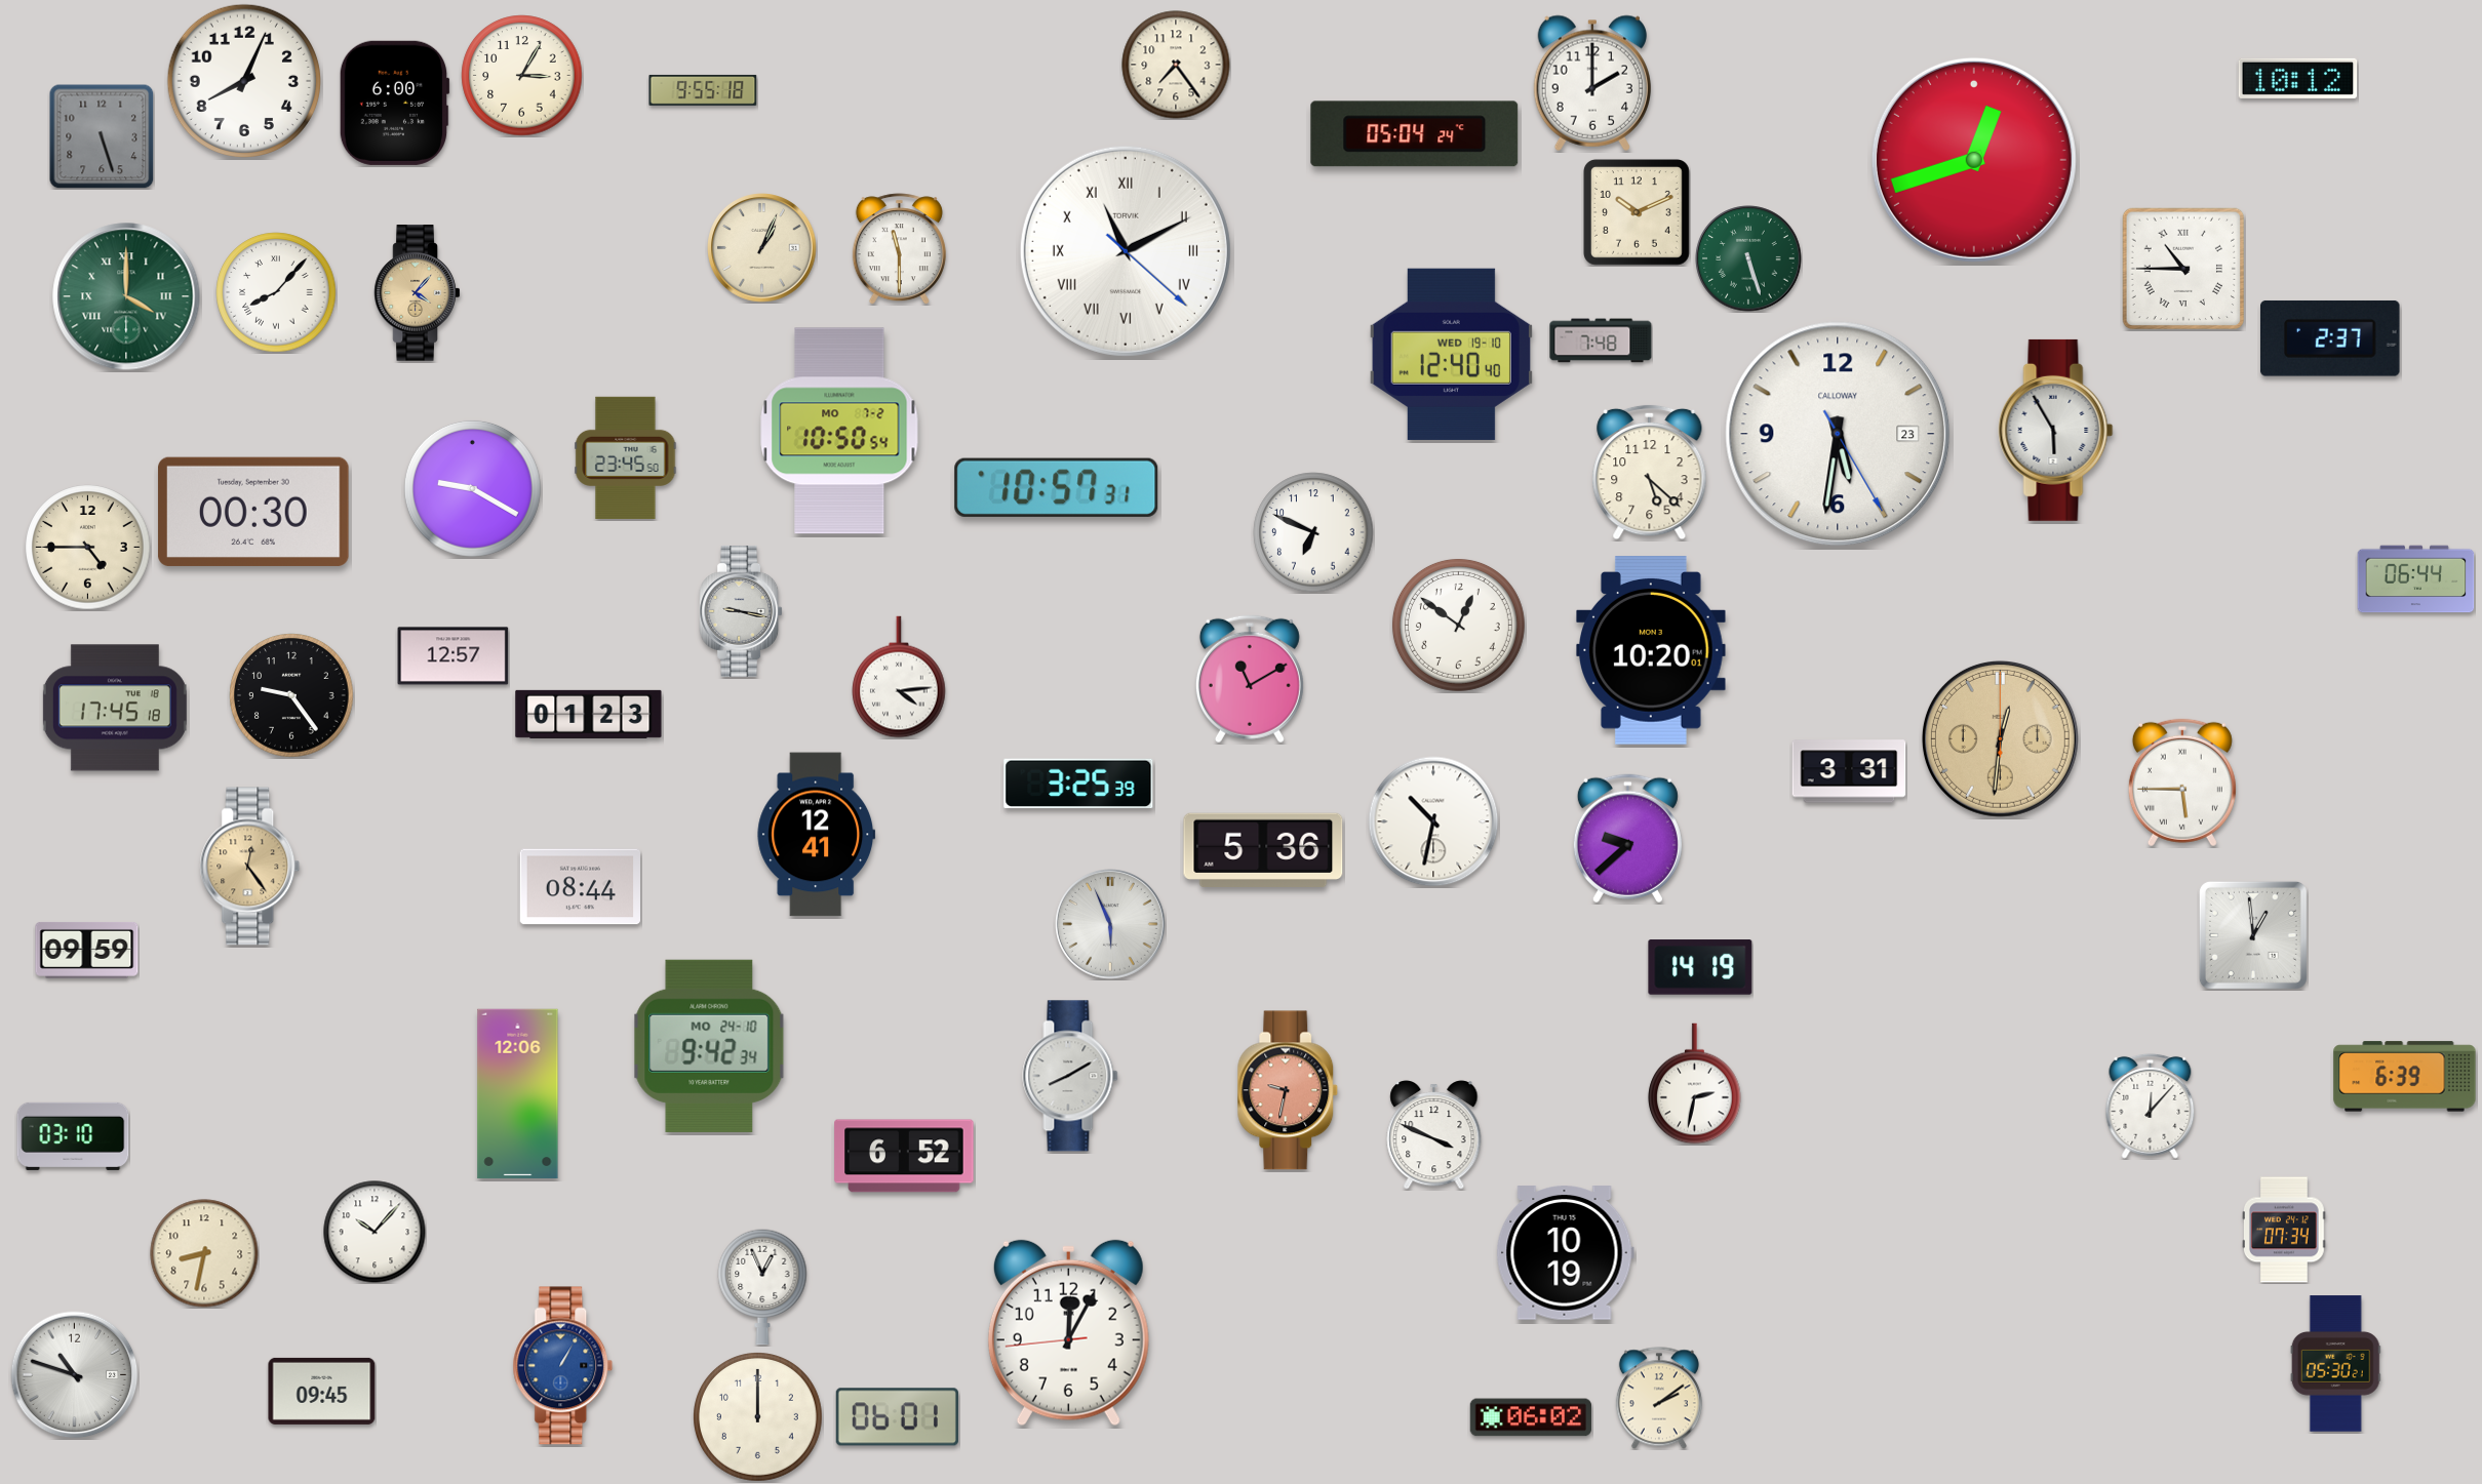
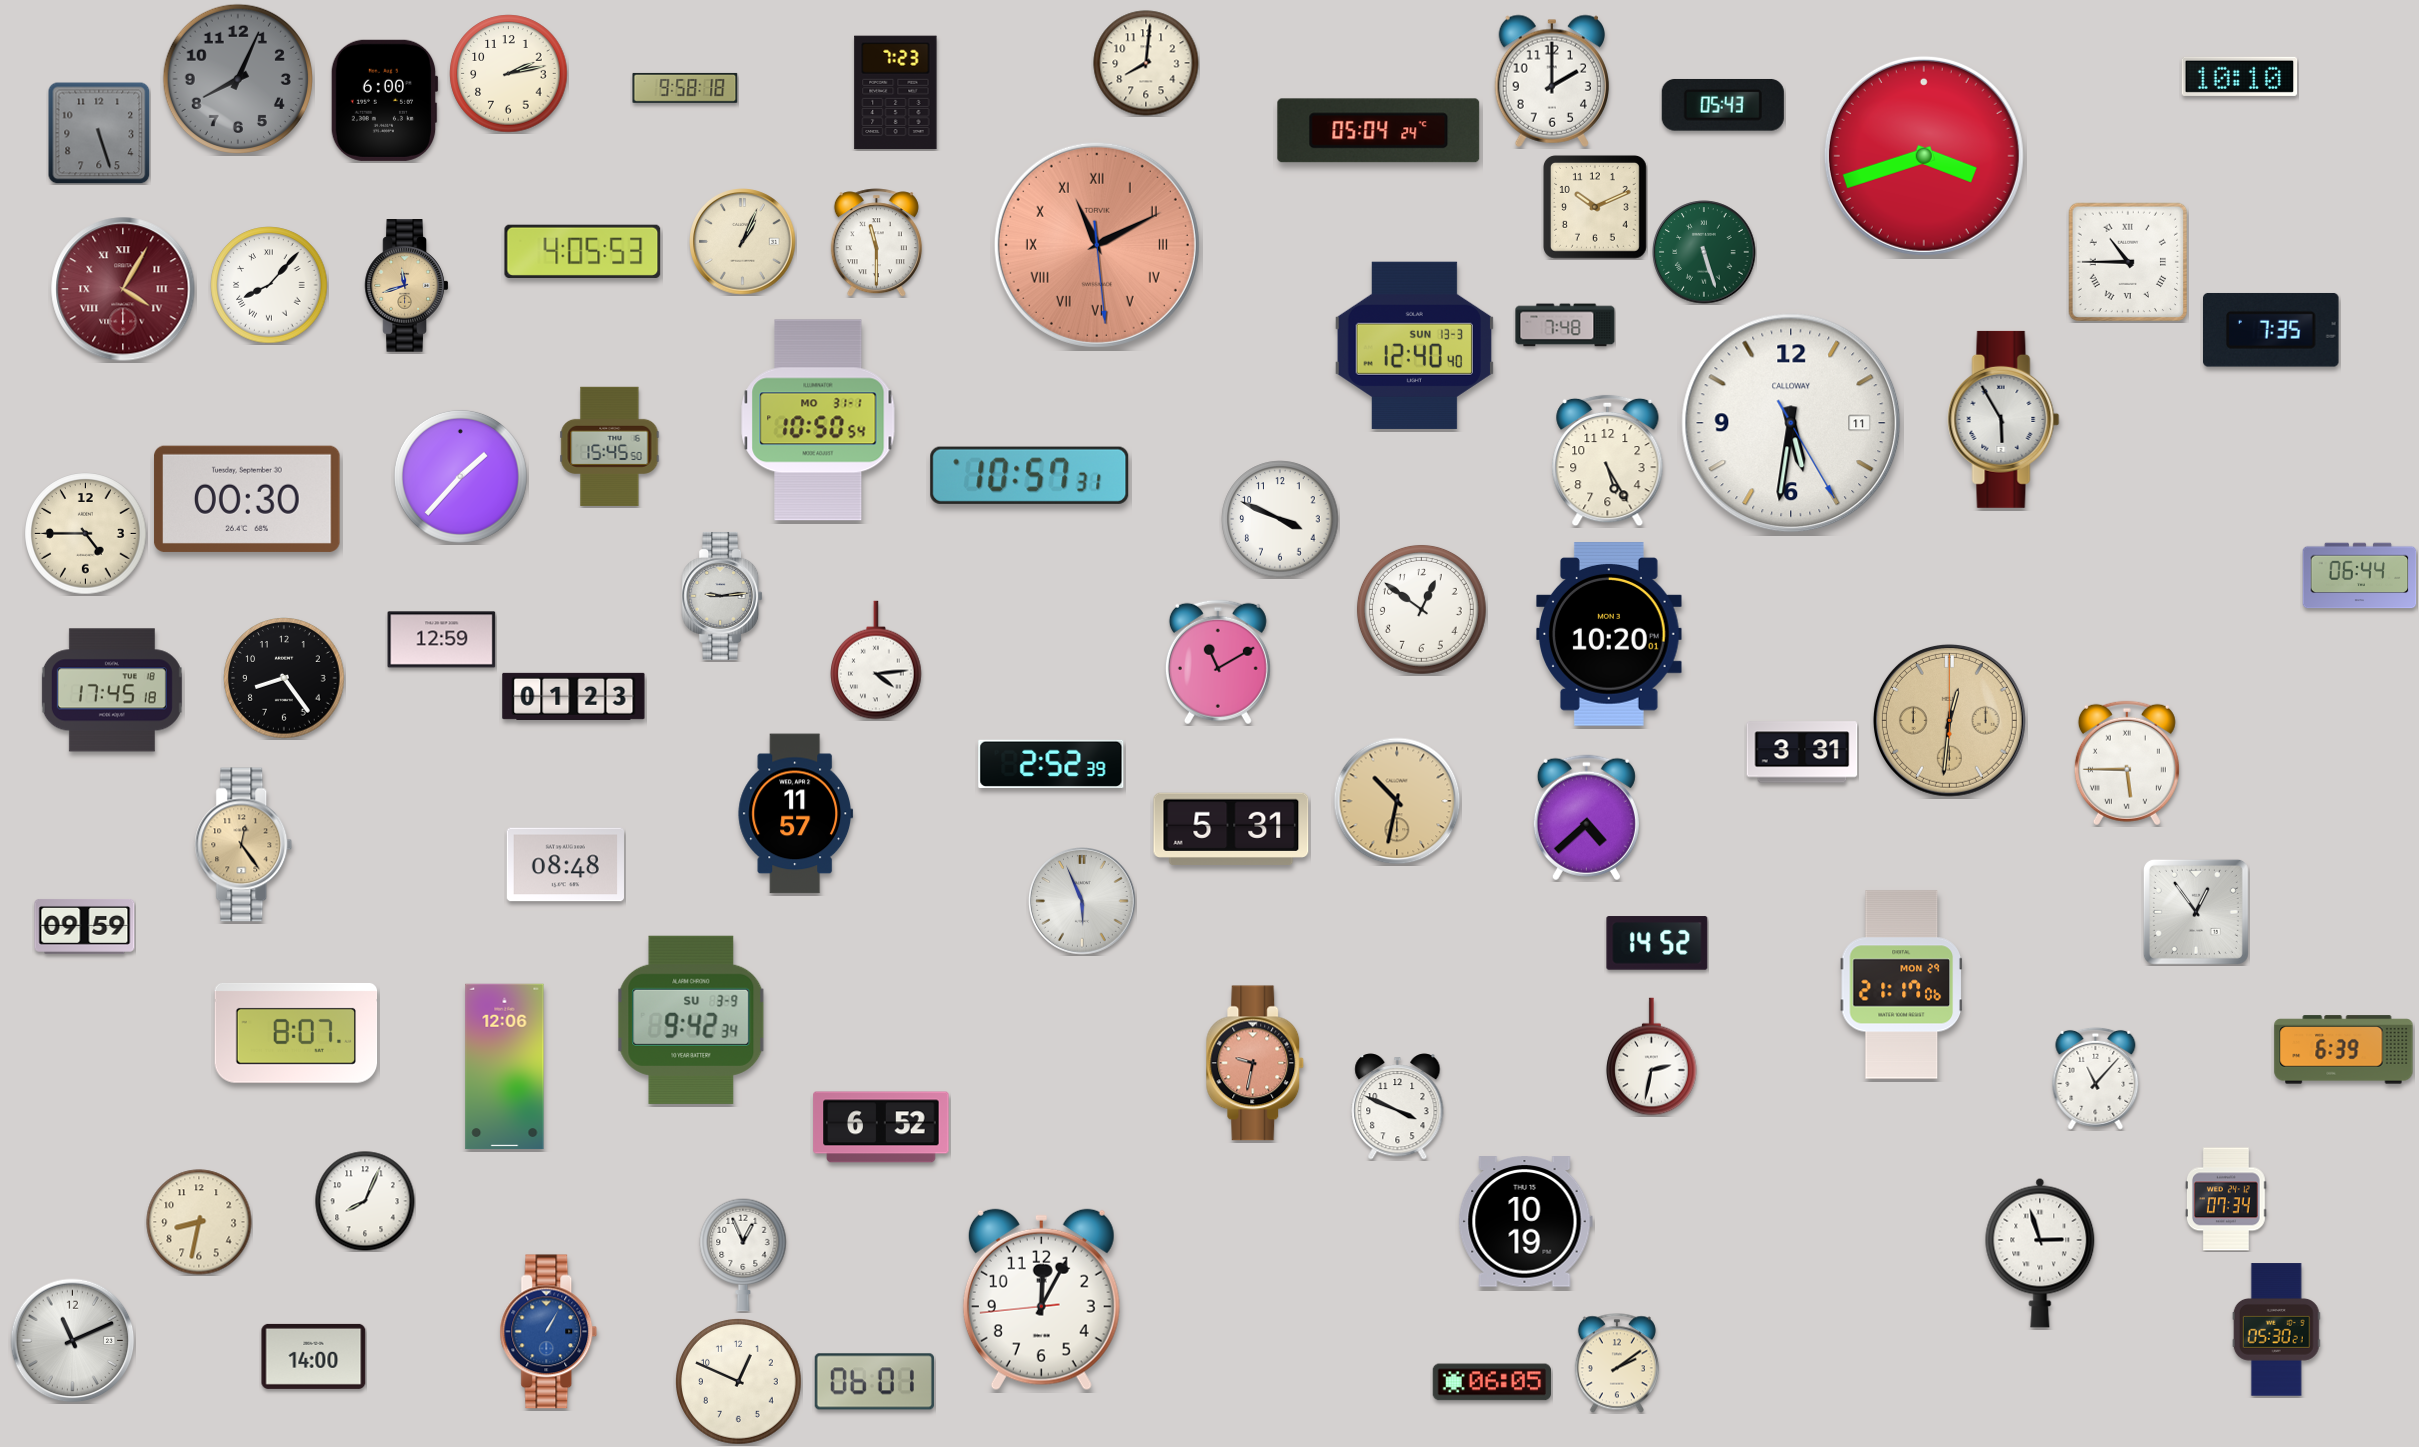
clock at (1176, 65): 7:24 -> 8:01
clock at (522, 76): 3:05 -> 2:13
clock at (2298, 78): 10:12 -> 10:10
clock at (244, 81) dial: white -> grey
clock at (703, 90): 9:55 -> 9:58
clock at (896, 93): none -> 7:23
clock at (1723, 105): none -> 05:43
clock at (1974, 160): 12:42 -> 3:42
clock at (1126, 251): 11:10:22 -> 11:10:29
clock at (1126, 251) dial: white -> salmon
clock at (583, 251): none -> 4:05
clock at (418, 293): 4:07 -> 11:42
clock at (126, 296): 4:00 -> 4:05
clock at (126, 296) dial: green -> burgundy
clock at (2330, 338): 2:37 -> 7:35
clock at (1601, 340) position: (1601, 340) -> (1565, 325)
clock at (1451, 354) date: WED 19-10 -> SUN 13-3
clock at (839, 431) date: MO 7-2 -> MO 31-1
clock at (1838, 434) date: 23 -> 11
clock at (626, 457): 23:45 -> 15:45
clock at (1650, 473): 5:22 -> 5:25
clock at (472, 488): 9:20 -> 1:37
clock at (1313, 532): 6:49 -> 3:49
clock at (2416, 579) position: (2416, 579) -> (2360, 576)
clock at (741, 611): 9:17 -> 9:14
clock at (454, 656): 12:57 -> 12:59
clock at (291, 695): 9:24 -> 8:24
clock at (1078, 783): 3:25 -> 2:52
clock at (1433, 821) dial: white -> champagne
clock at (817, 835): 12:41 -> 11:57
clock at (1627, 839): 9:38 -> 4:38
clock at (1263, 849): 5:36 -> 5:31
clock at (580, 887): 08:44 -> 08:48
clock at (2253, 935): 12:59 -> 12:54
clock at (1700, 967): 14:19 -> 14:52
clock at (1901, 985): none -> 21:17
clock at (709, 1046) date: MO 24-10 -> SU 3-9
clock at (296, 1033): none -> 8:07
clock at (1070, 1076): 8:10 -> none
clock at (2151, 1106): 12:07 -> 11:07
clock at (73, 1136): 03:10 -> none
clock at (375, 1232): 10:07 -> 8:04
clock at (2040, 1253): none -> 2:57
clock at (75, 1375): 10:48 -> 11:11
clock at (322, 1391): 09:45 -> 14:00
clock at (758, 1417): 12:00 -> 12:49
clock at (1531, 1417): 06:02 -> 06:05
